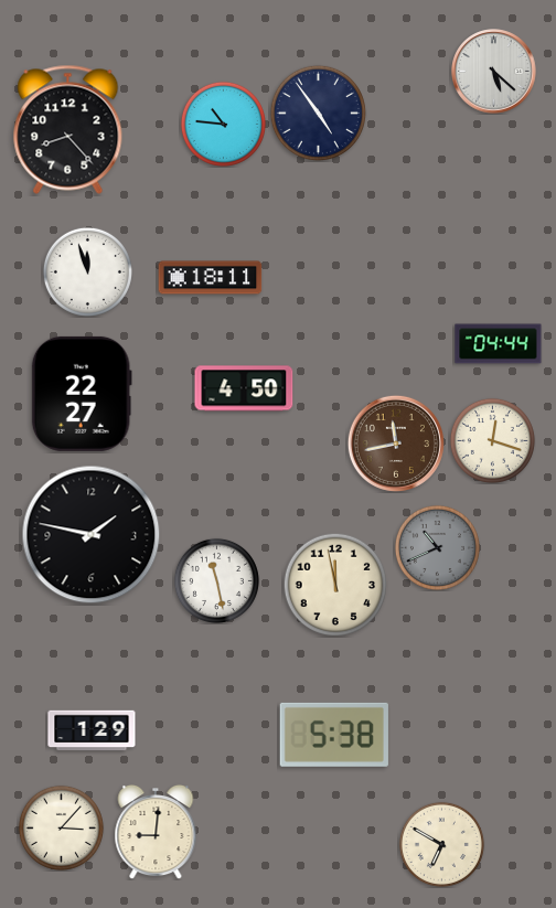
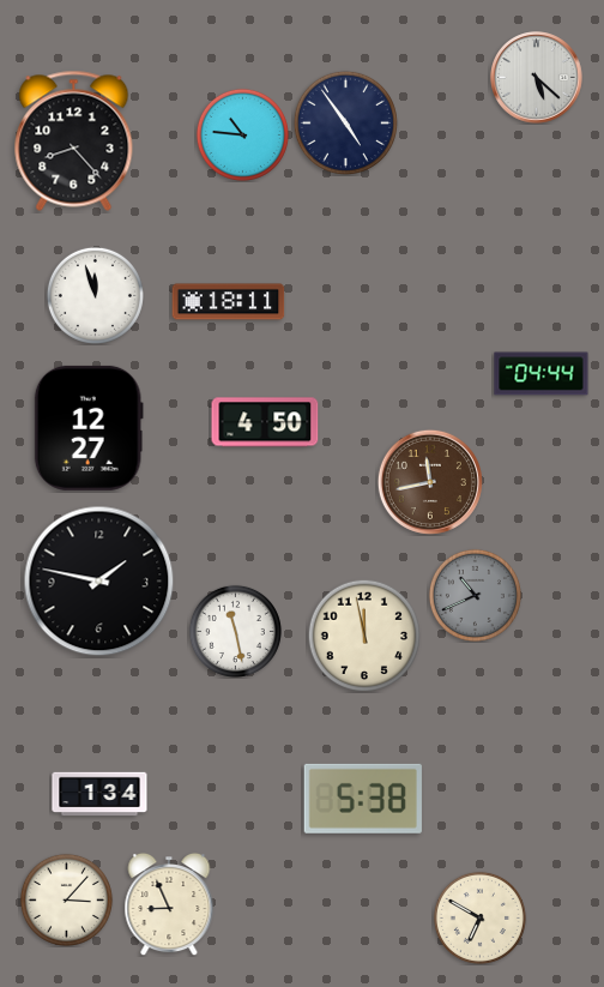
clock at (82, 394): 22:27 -> 12:27
clock at (492, 440): 12:18 -> none
clock at (92, 730): 1:29 -> 1:34
clock at (156, 832): 9:01 -> 8:56
